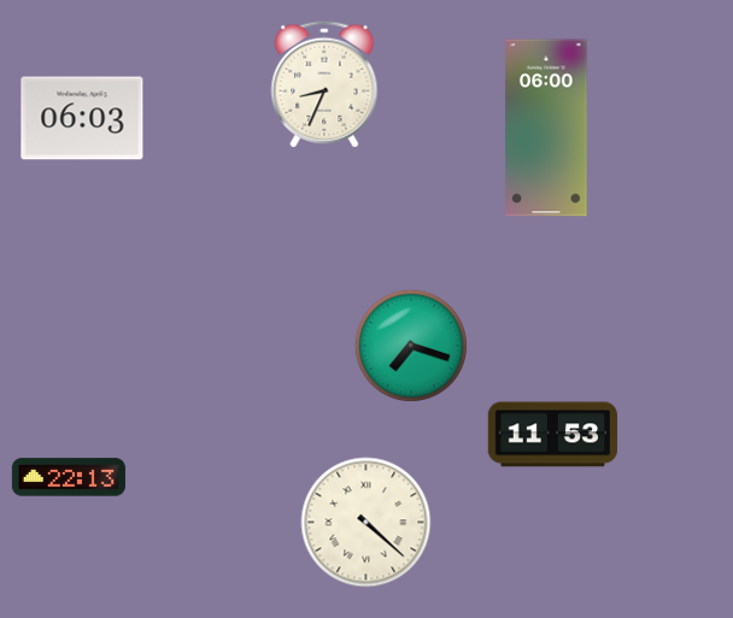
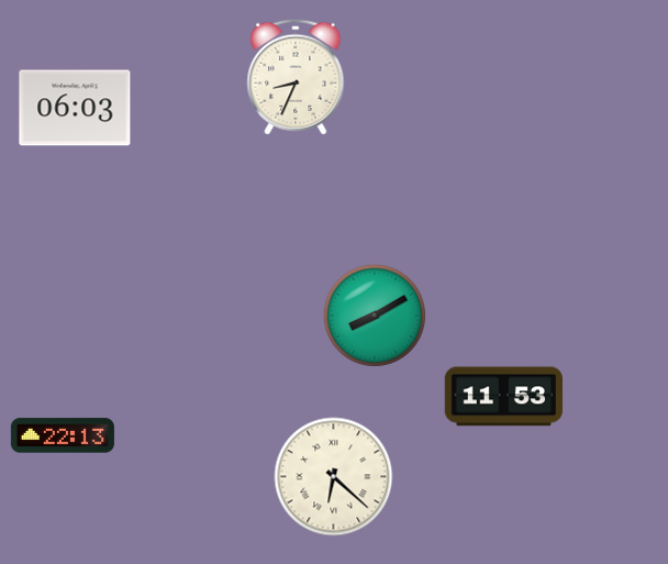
clock at (546, 128): 06:00 -> none
clock at (411, 346): 7:18 -> 8:10
clock at (366, 523): 4:22 -> 6:22
